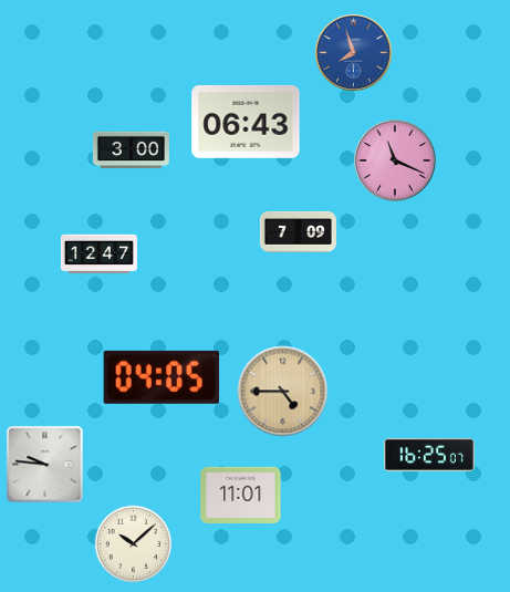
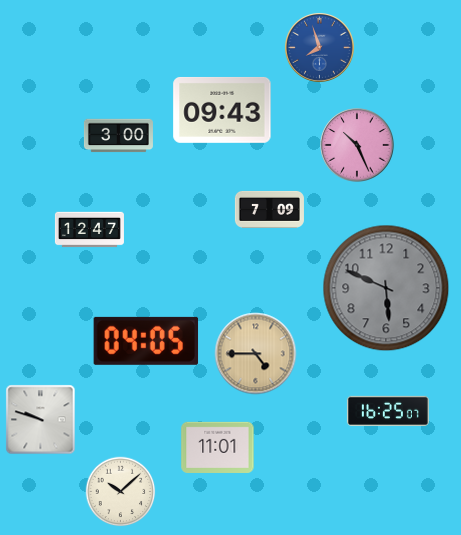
clock at (246, 122): 06:43 -> 09:43
clock at (395, 160): 11:19 -> 10:26
clock at (386, 288): none -> 5:49
clock at (45, 465): 9:46 -> 9:48
